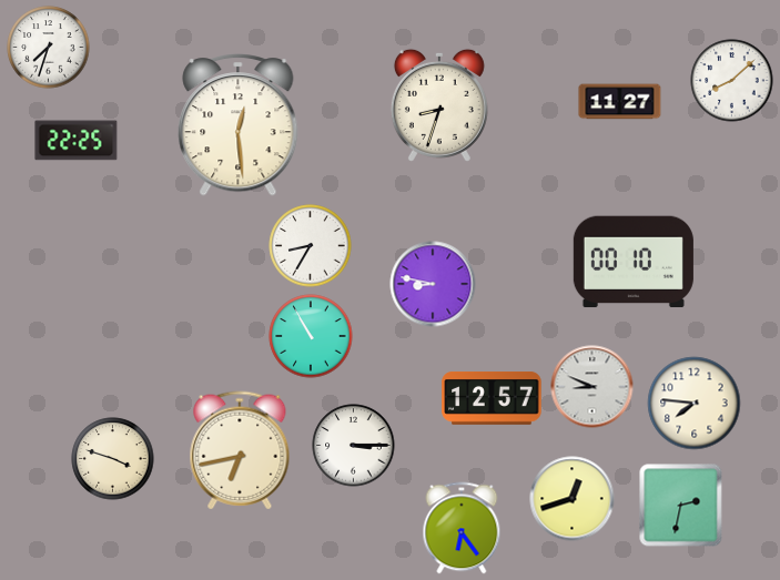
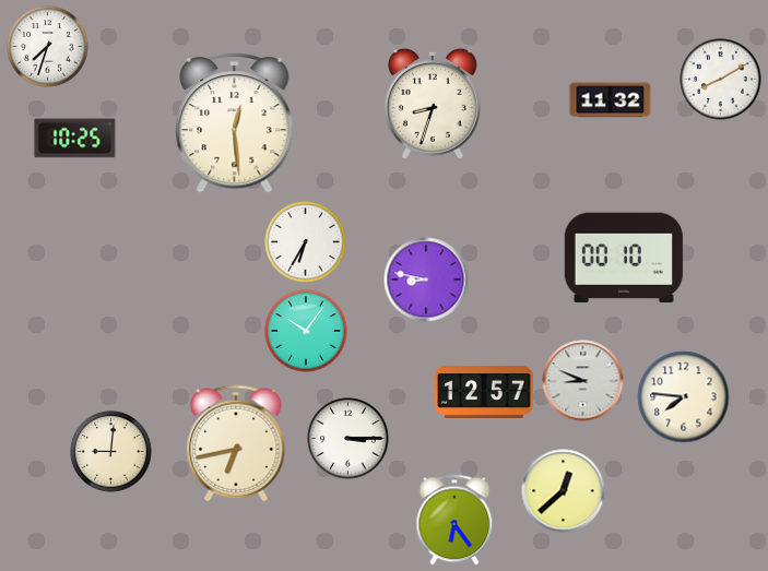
clock at (732, 81): 8:08 -> 8:10
clock at (620, 102): 11:27 -> 11:32
clock at (77, 141): 22:25 -> 10:25
clock at (311, 246): 8:35 -> 6:35
clock at (311, 336): 10:55 -> 10:06
clock at (113, 459): 3:48 -> 9:01
clock at (573, 499): 12:42 -> 12:38
clock at (681, 506): 2:32 -> none
